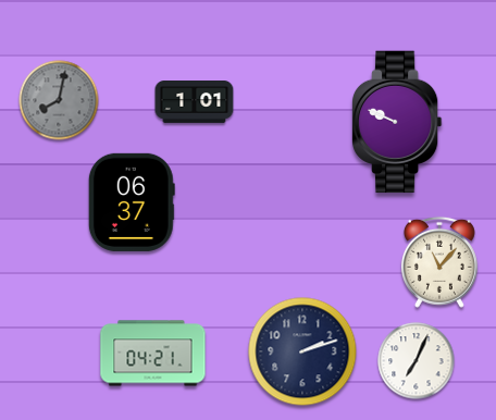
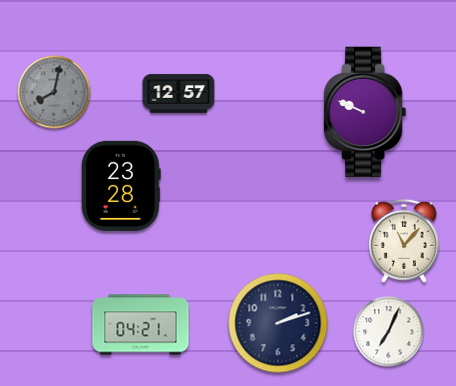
clock at (195, 102): 1:01 -> 12:57
clock at (132, 202): 06:37 -> 23:28
clock at (417, 361) position: (417, 361) -> (389, 332)
